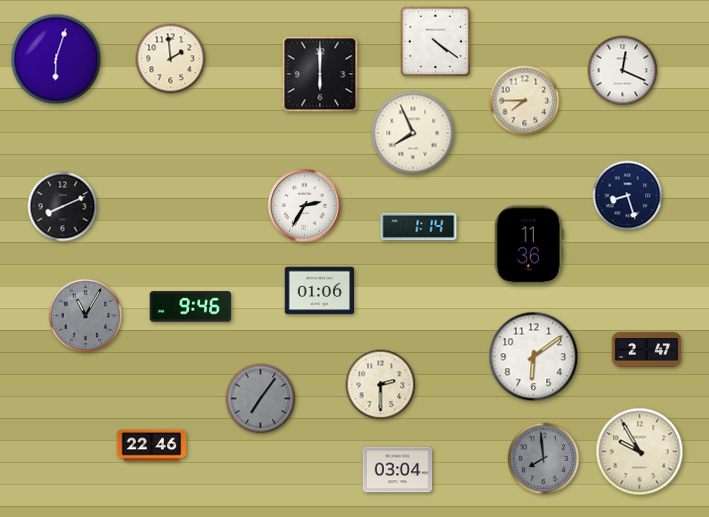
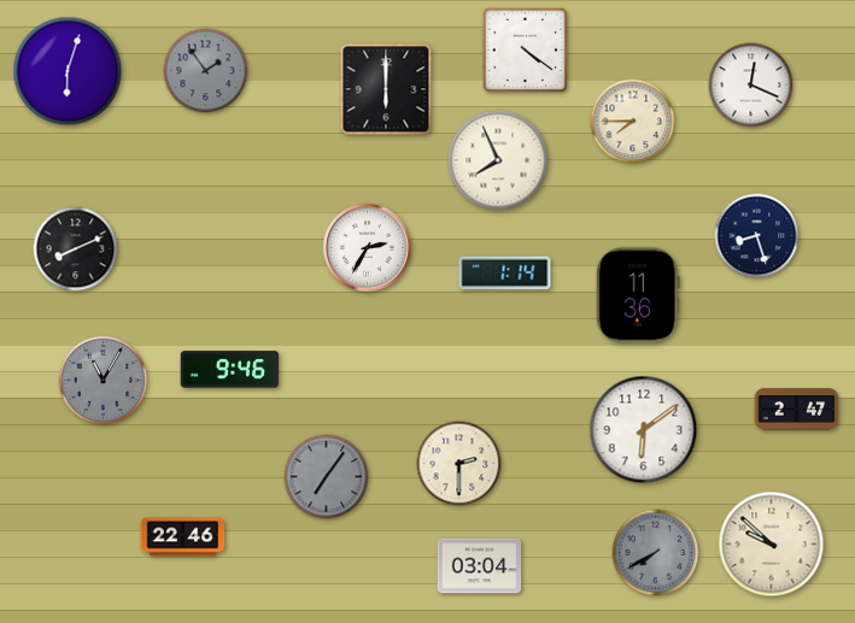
clock at (171, 59): 1:59 -> 1:54
clock at (171, 59) dial: cream -> grey
clock at (320, 291): 01:06 -> none
clock at (647, 350) position: (647, 350) -> (797, 410)
clock at (261, 399) position: (261, 399) -> (327, 477)
clock at (640, 452): 9:55 -> 9:52
clock at (544, 459): 7:59 -> 7:40
